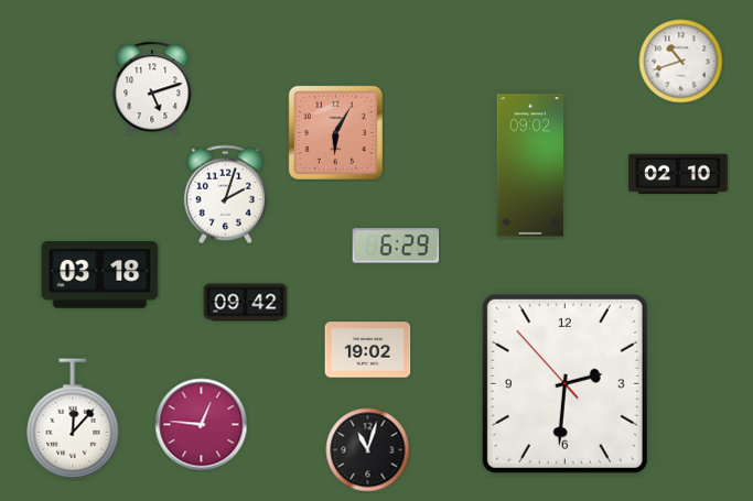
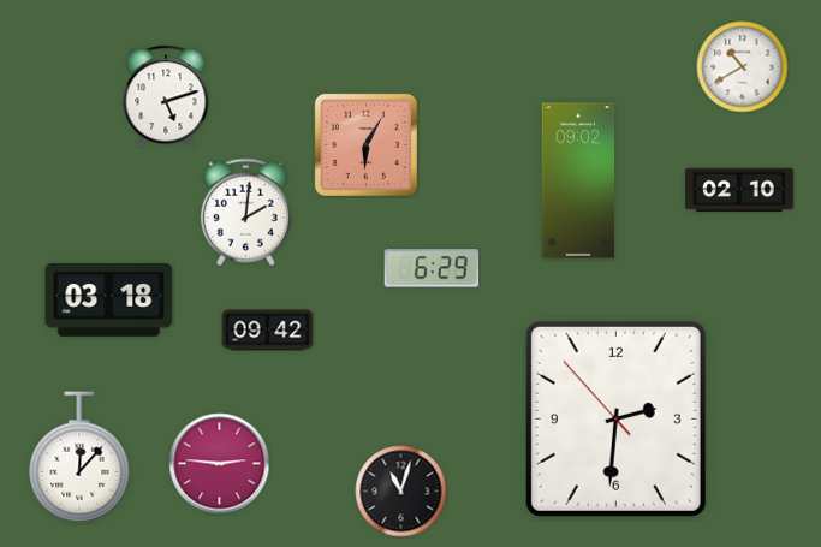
clock at (681, 62): 10:42 -> 10:40
clock at (225, 195): 2:03 -> 2:01
clock at (368, 350): 19:02 -> none
clock at (202, 425): 12:46 -> 2:46
